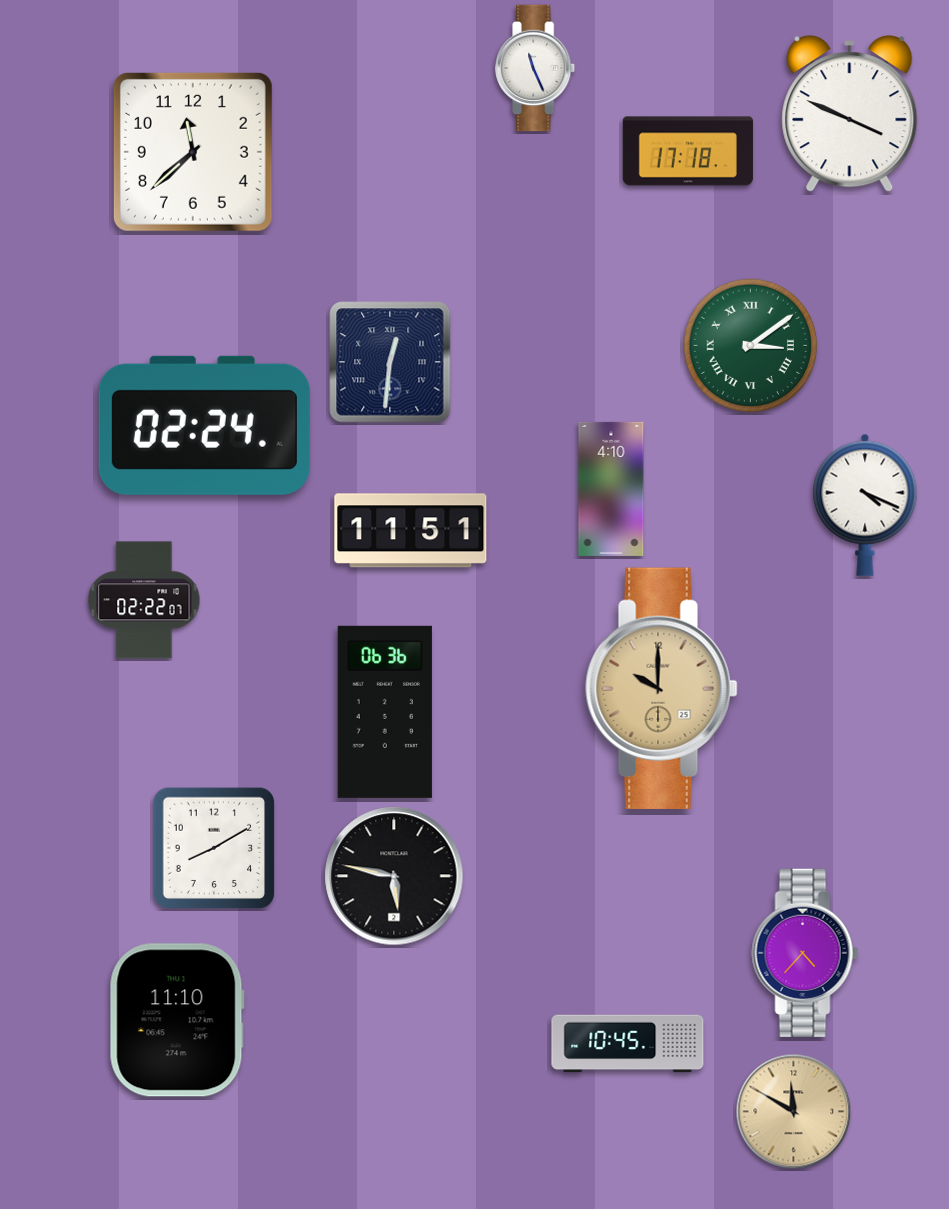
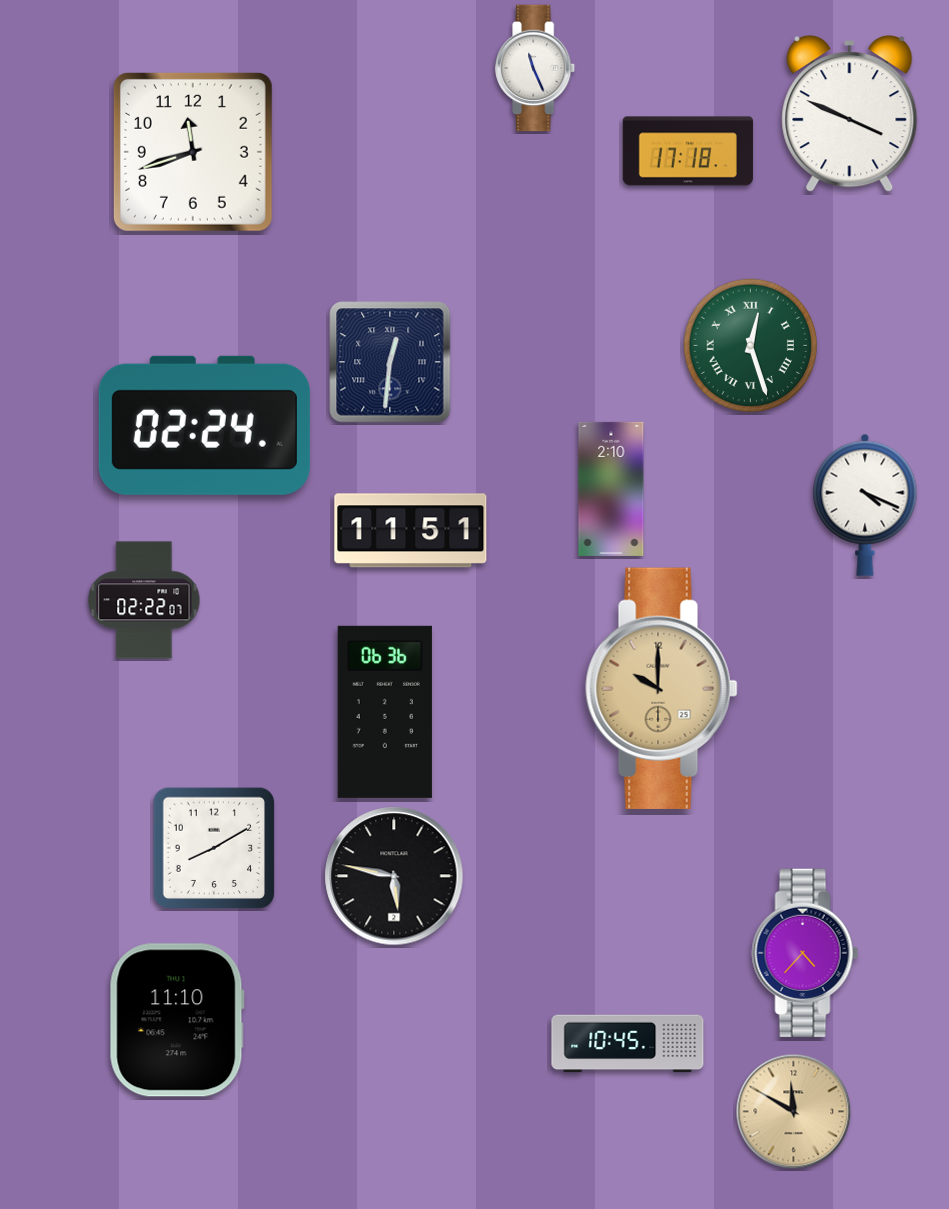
clock at (193, 152): 11:38 -> 11:42
clock at (751, 346): 3:09 -> 12:27
clock at (611, 489): 4:10 -> 2:10
